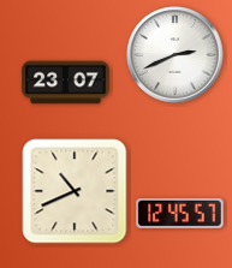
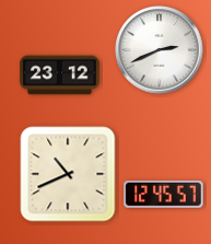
clock at (66, 83): 23:07 -> 23:12
